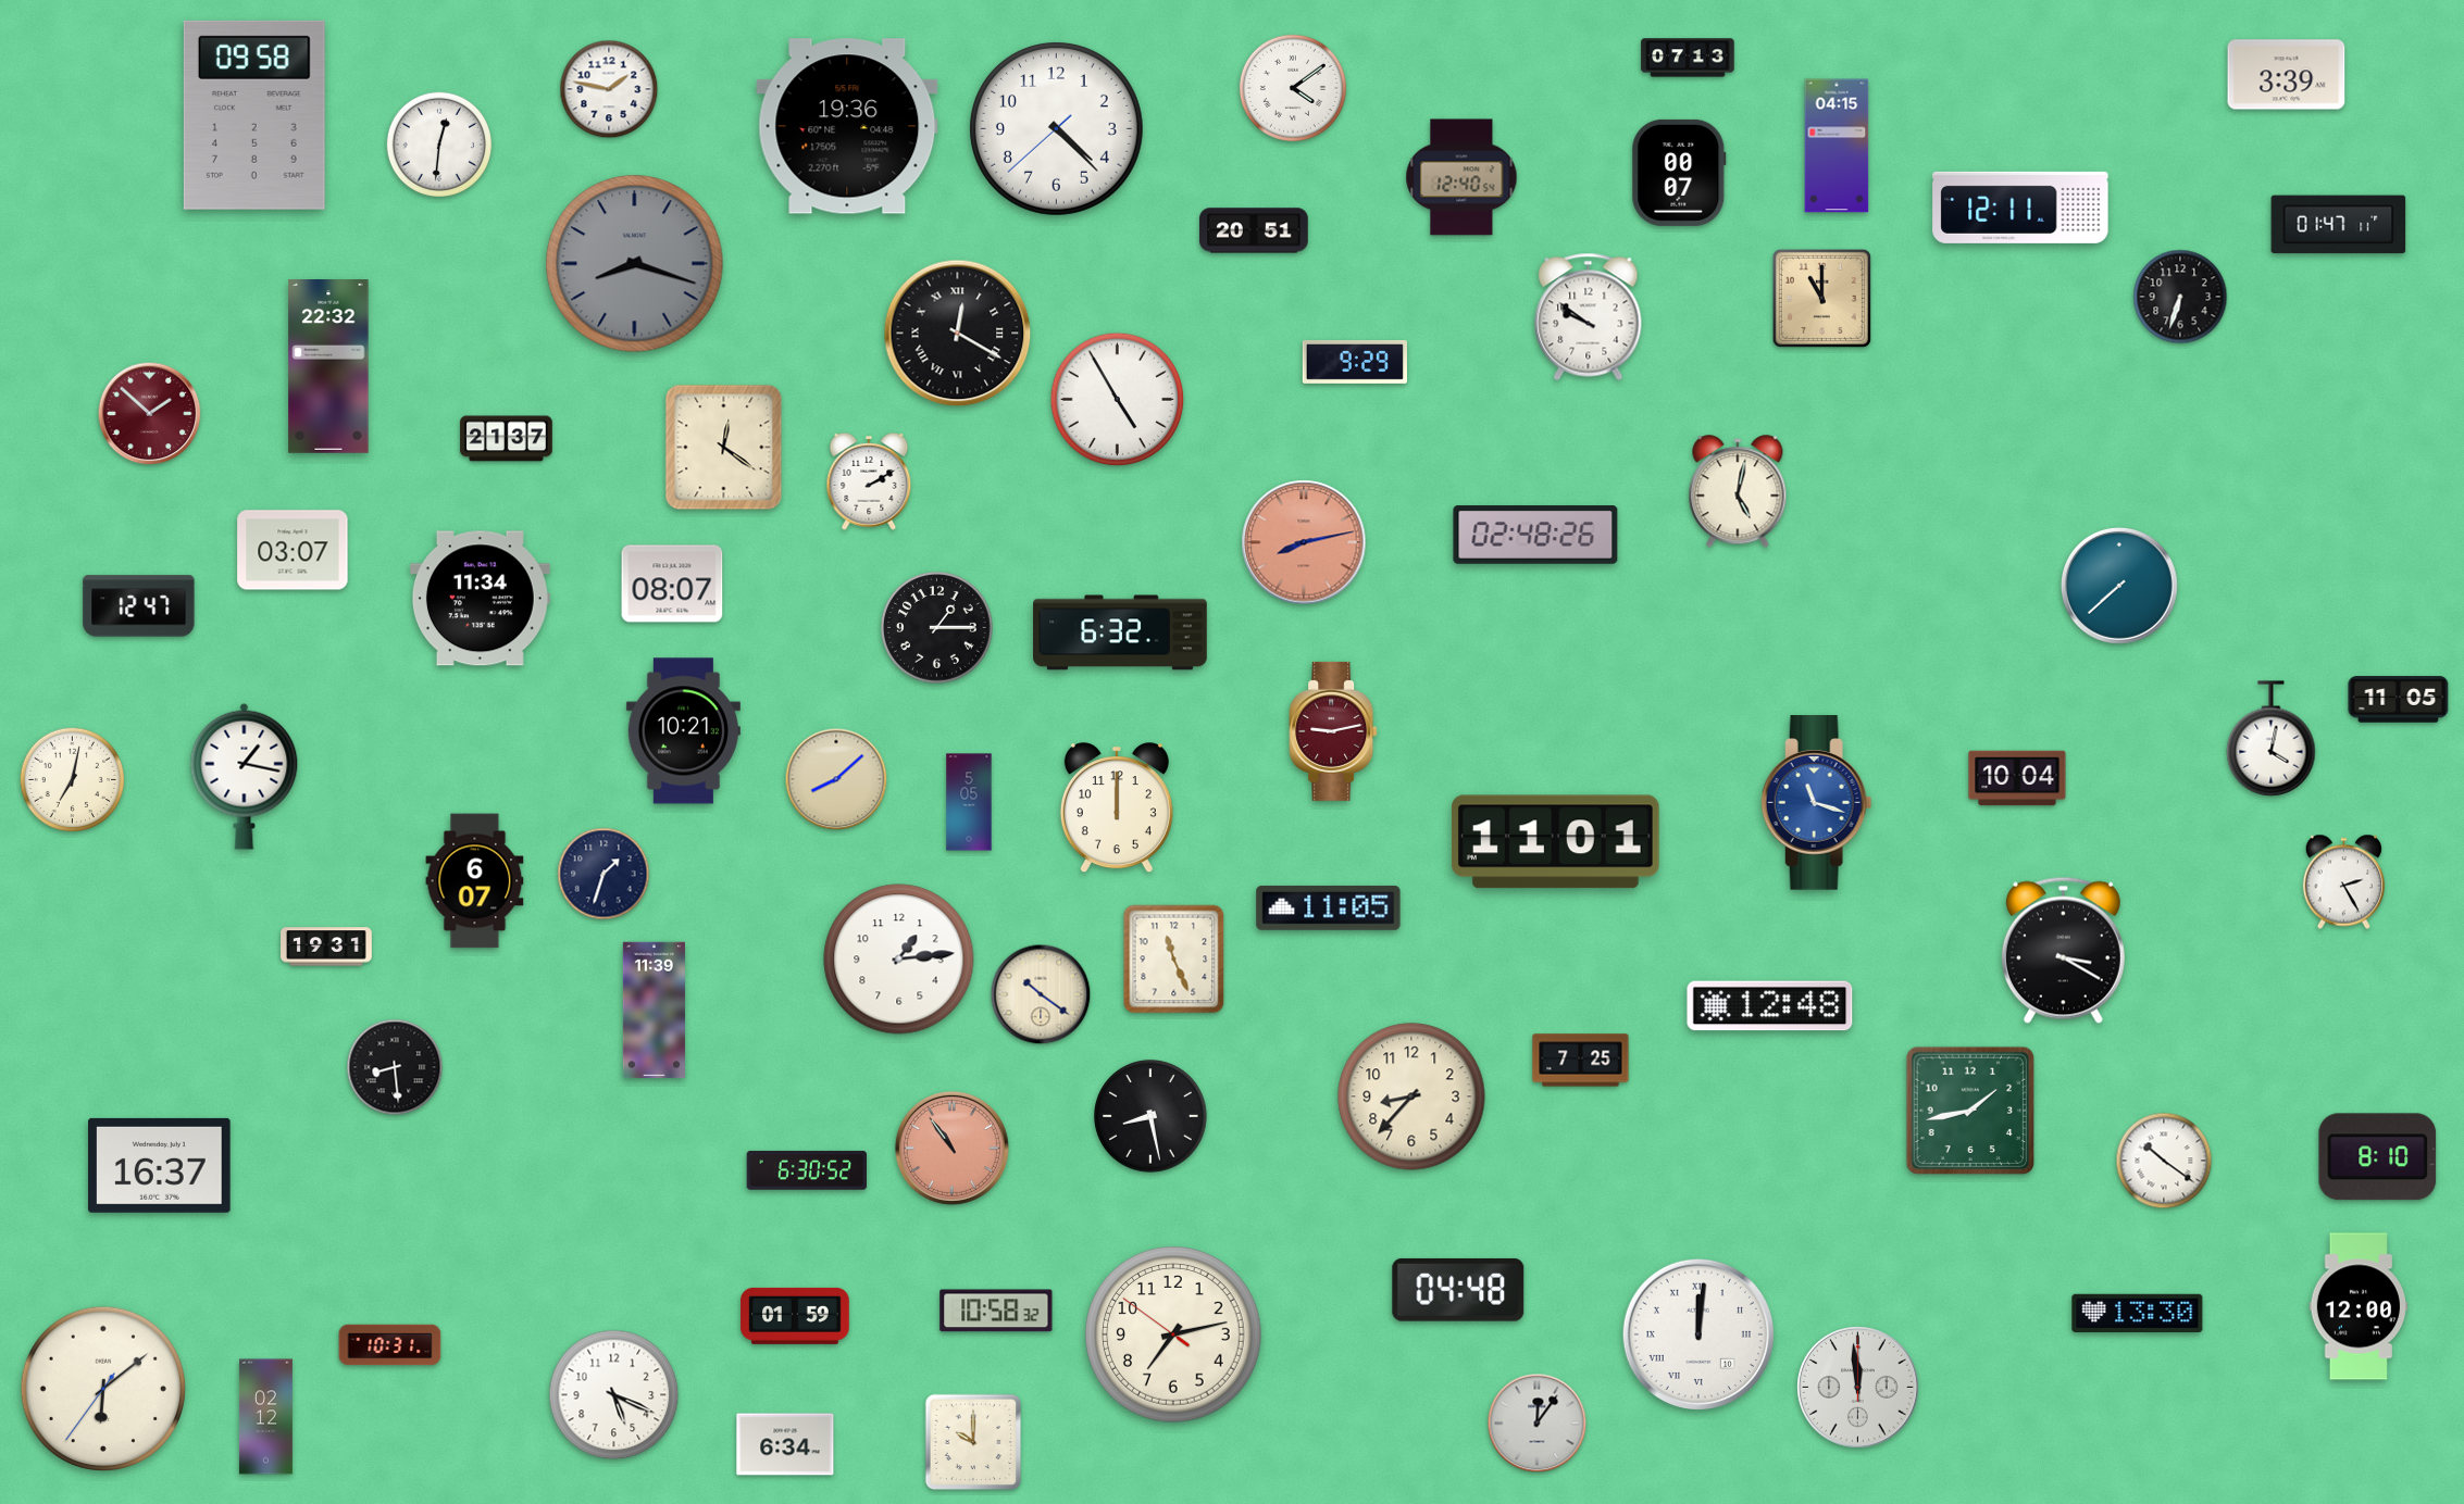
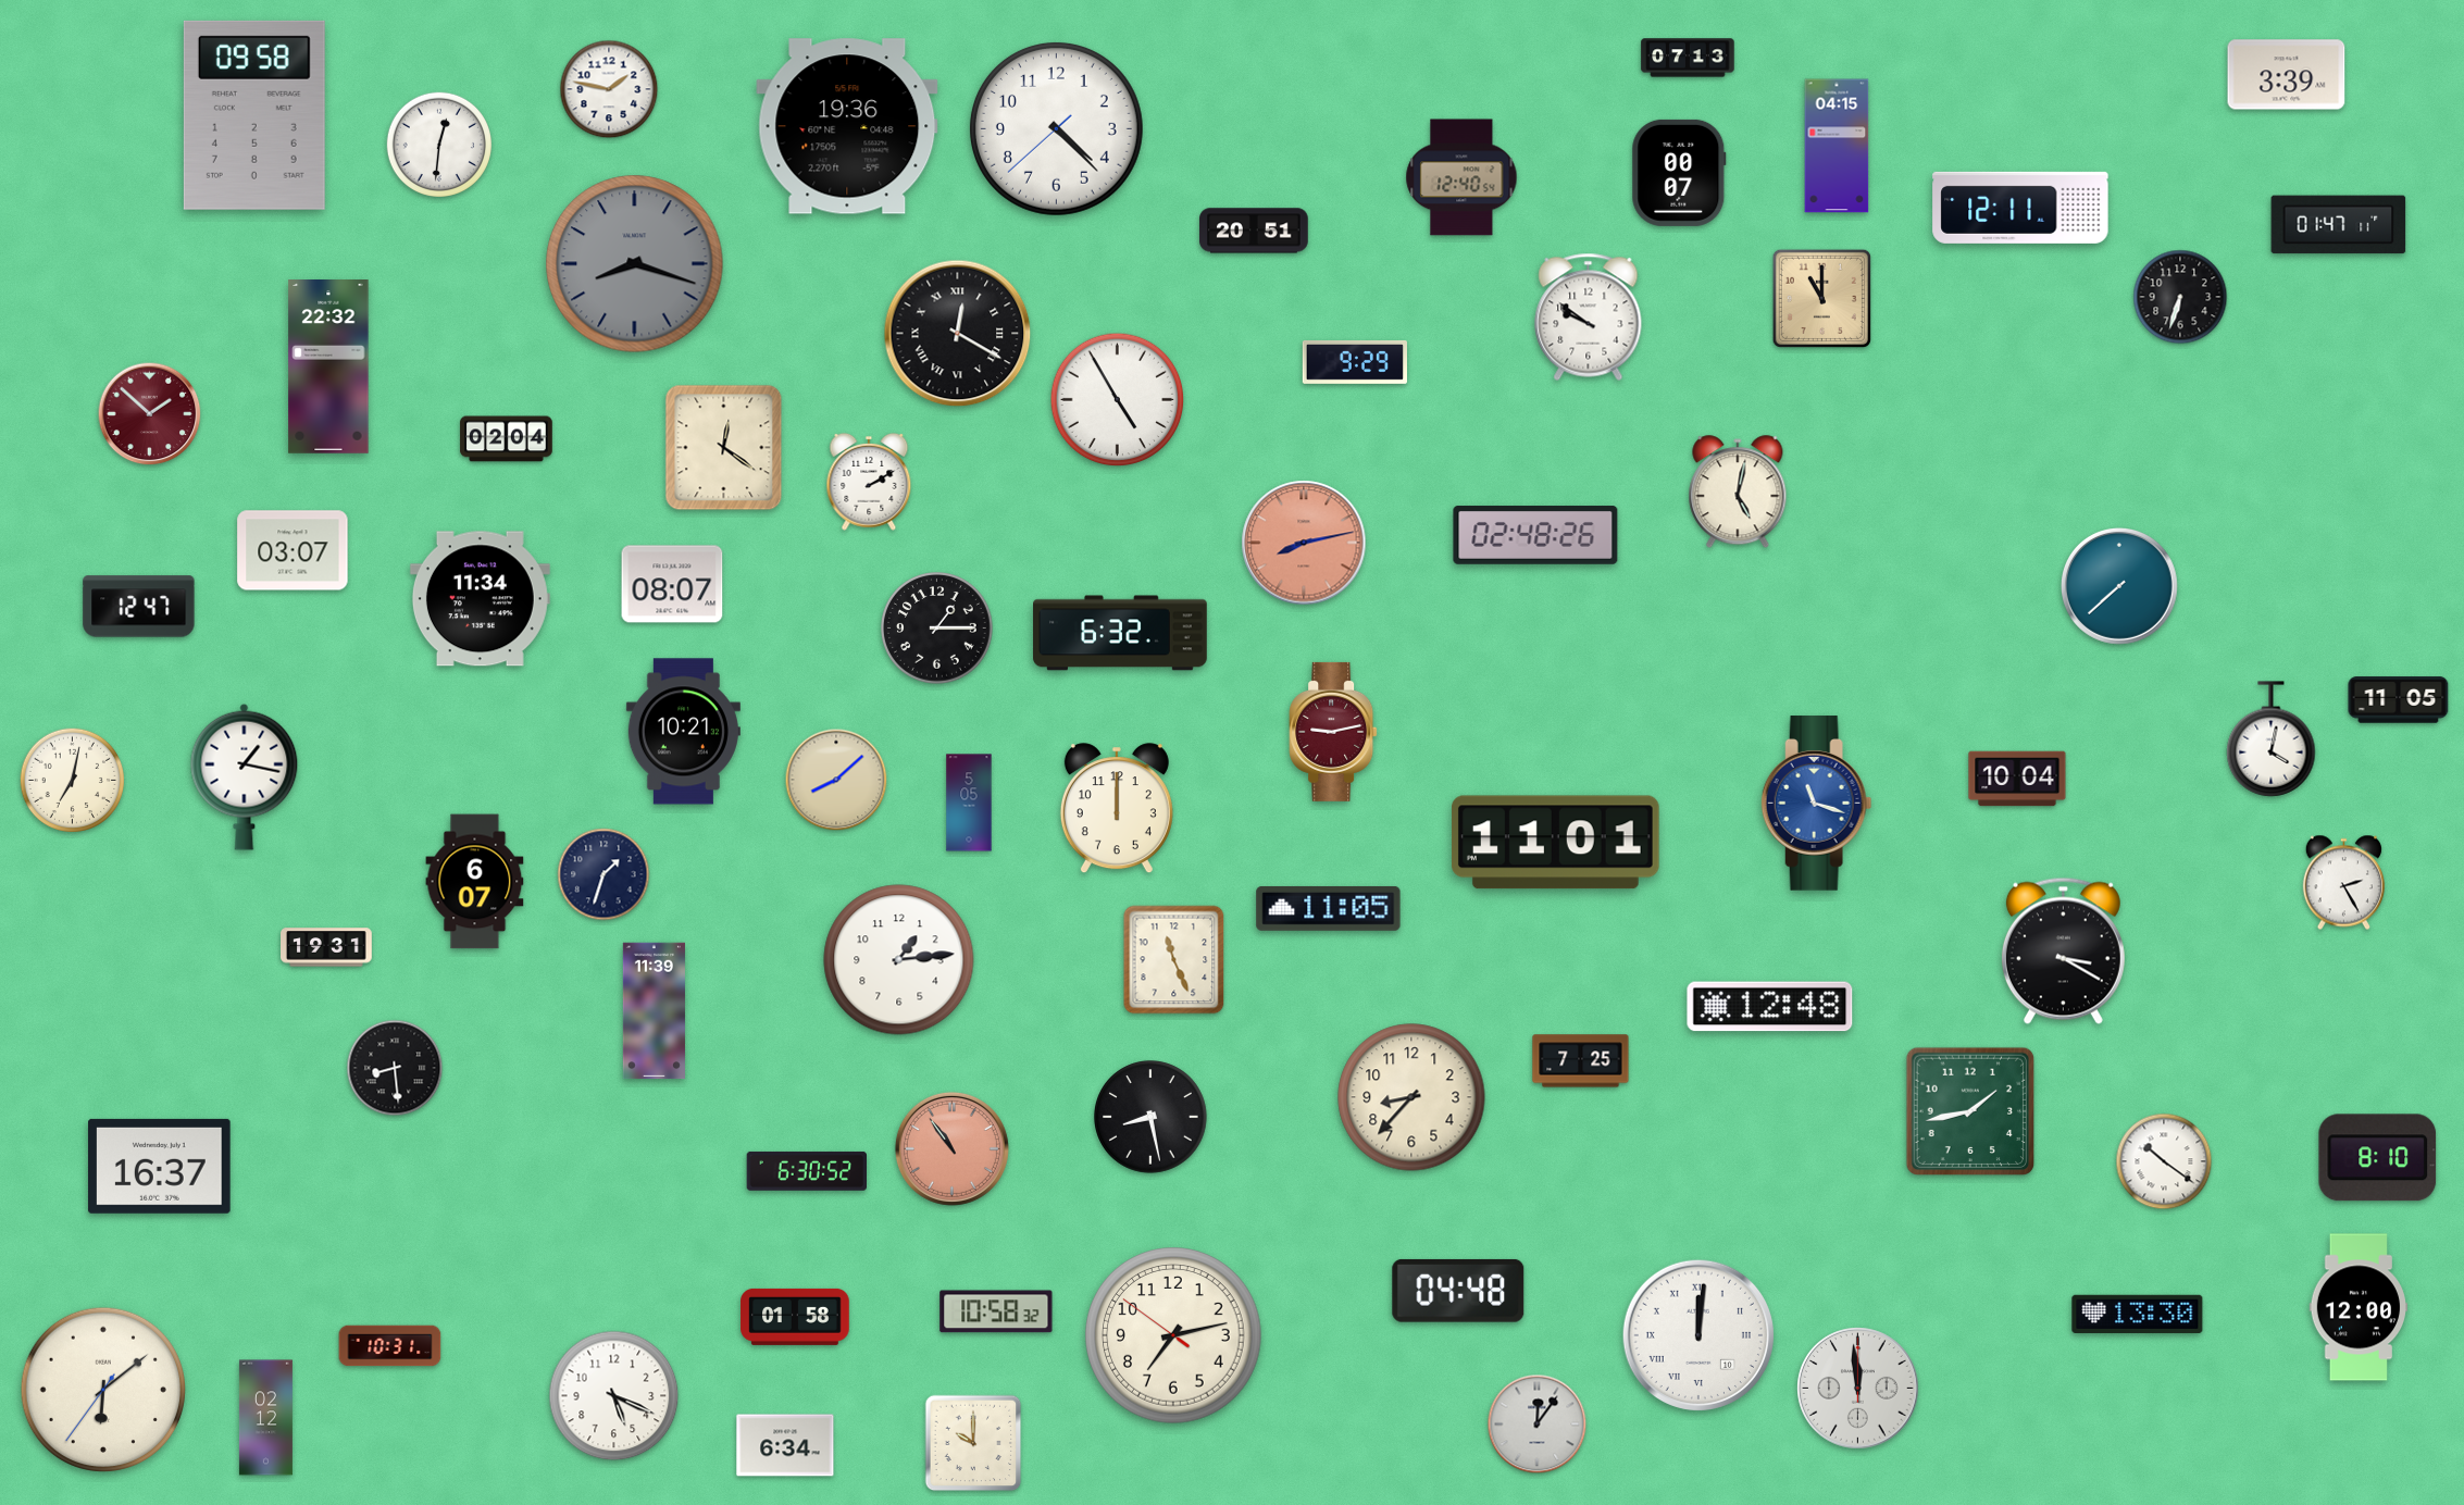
clock at (1293, 88): 4:09 -> none
clock at (507, 439): 21:37 -> 02:04
clock at (1041, 994): 10:21 -> none
clock at (795, 1316): 01:59 -> 01:58
